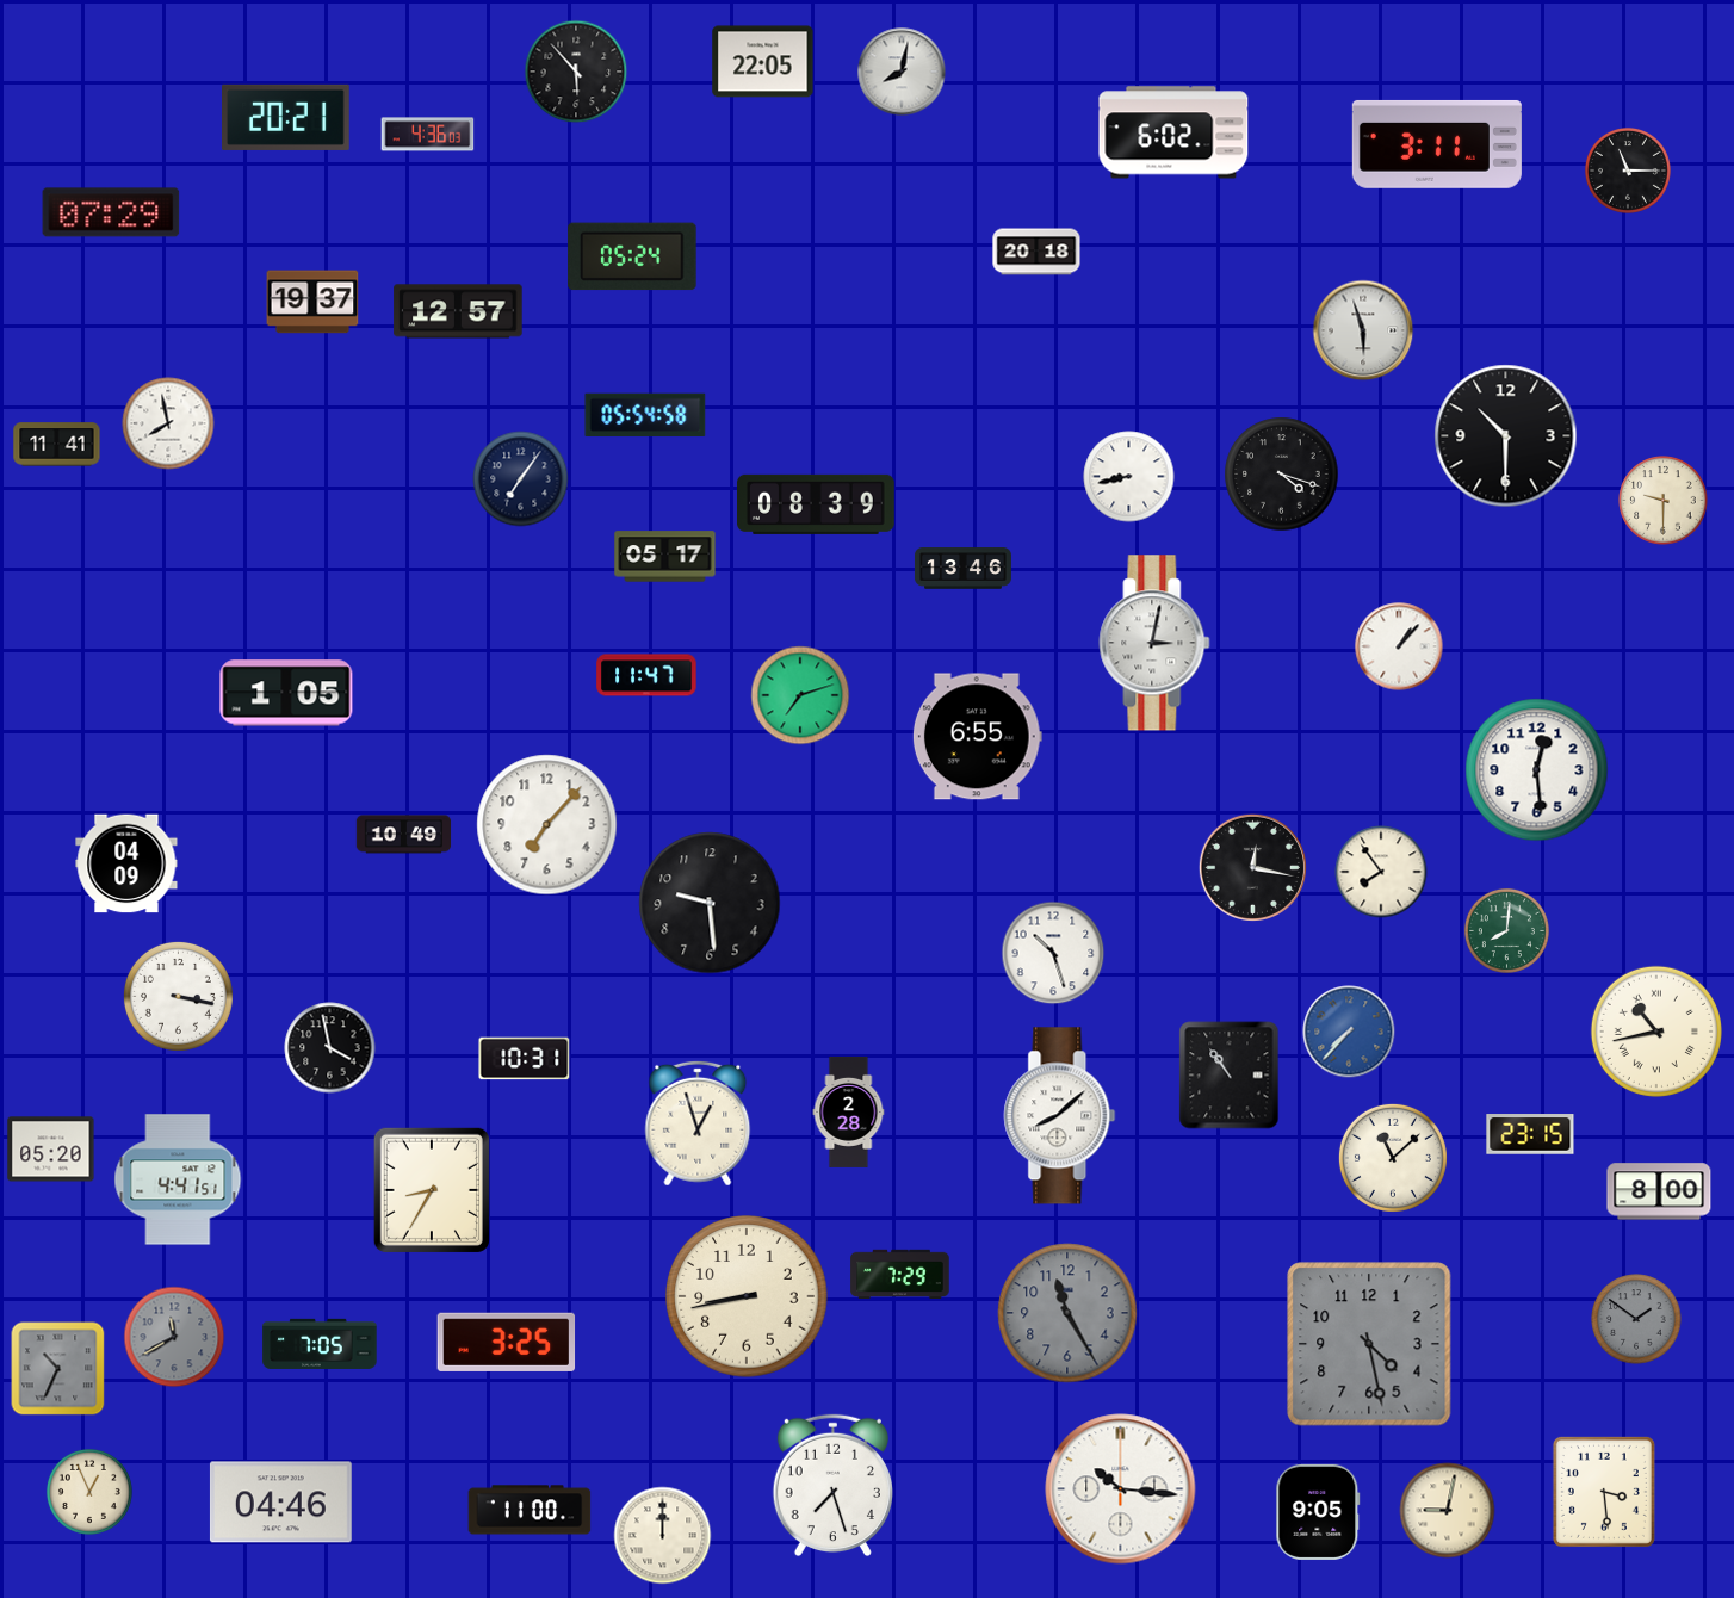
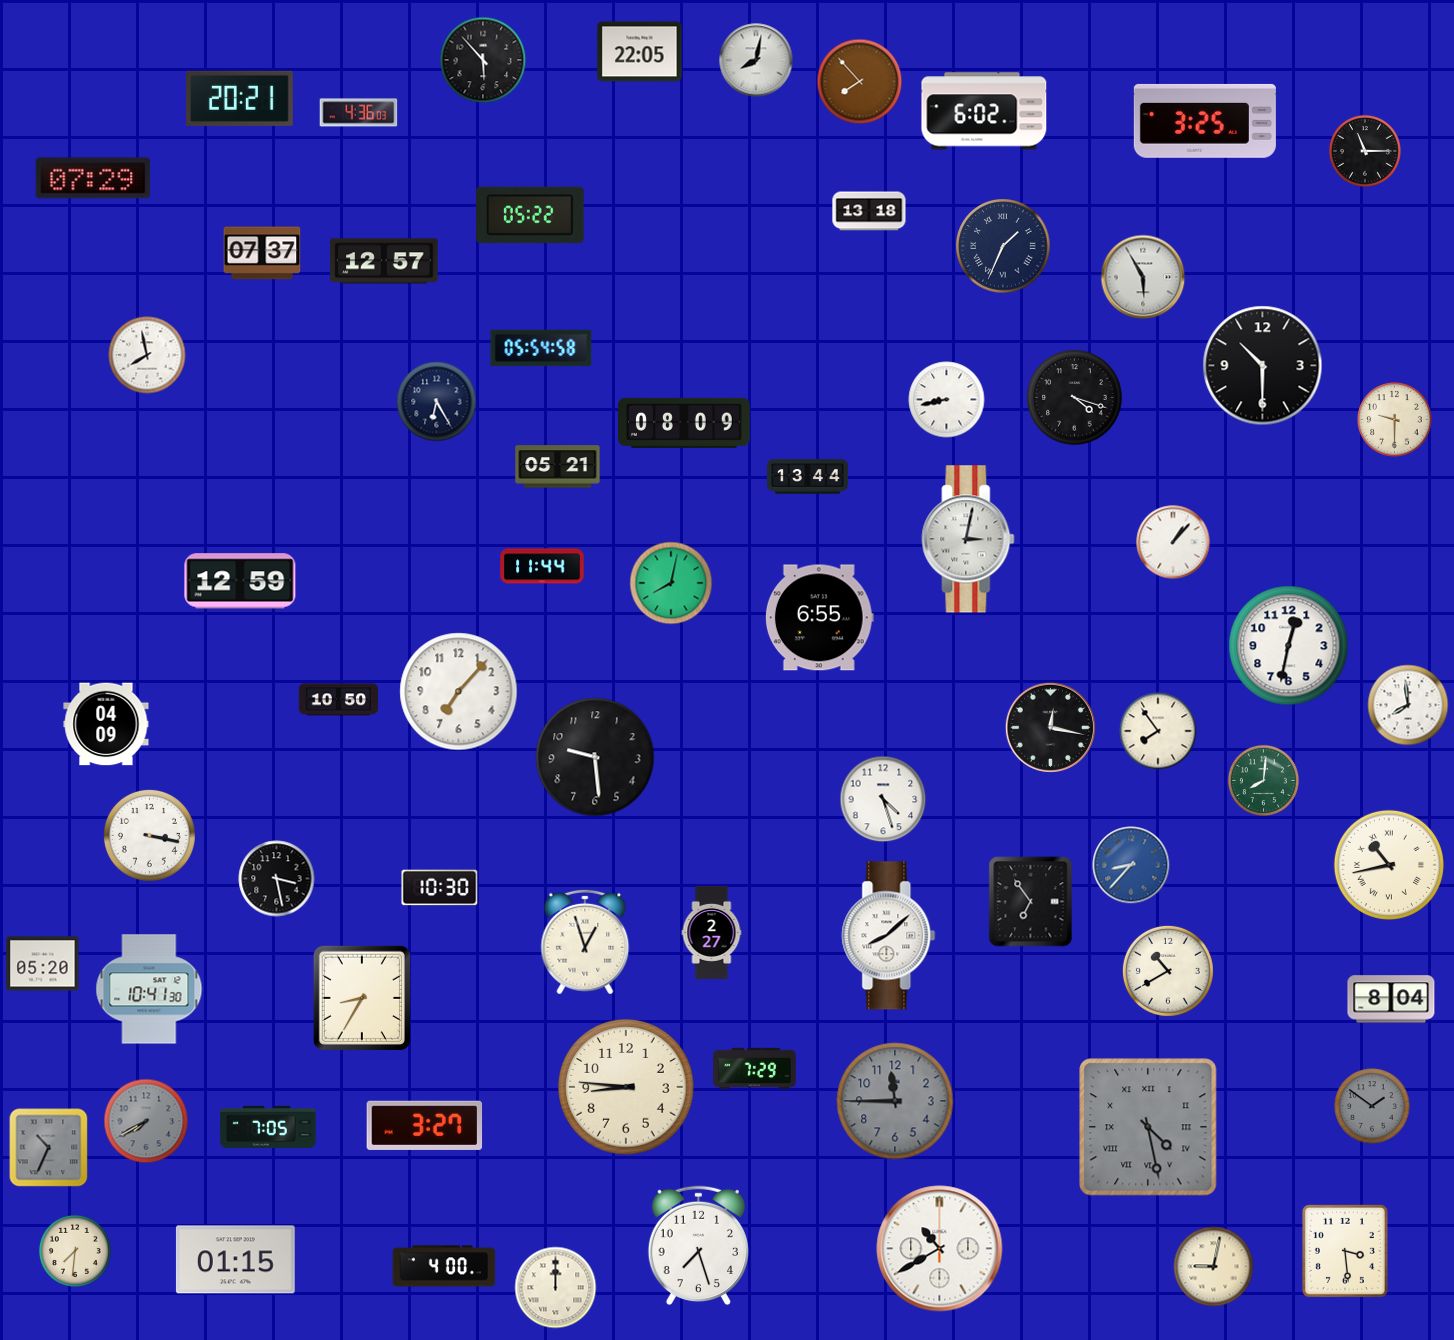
clock at (860, 82): none -> 7:53
clock at (1437, 144): 3:11 -> 3:25
clock at (1628, 171) position: (1628, 171) -> (1365, 151)
clock at (1036, 252): 20:18 -> 13:18
clock at (632, 256): 05:24 -> 05:22
clock at (1003, 246): none -> 1:34
clock at (312, 302): 19:37 -> 07:37
clock at (1363, 330): 5:57 -> 5:55
clock at (168, 423) position: (168, 423) -> (147, 355)
clock at (57, 445): 11:41 -> none
clock at (521, 479): 7:06 -> 6:25
clock at (817, 504): 08:39 -> 08:09
clock at (665, 557): 05:17 -> 05:21
clock at (962, 569): 13:46 -> 13:44
clock at (646, 675): 11:47 -> 11:44
clock at (286, 693): 1:05 -> 12:59
clock at (800, 695): 7:12 -> 8:02
clock at (1537, 770): 12:29 -> 12:32
clock at (404, 835): 10:49 -> 10:50
clock at (1408, 705): none -> 7:59
clock at (1053, 953): 10:27 -> 4:27
clock at (1349, 1032): 7:37 -> 8:37
clock at (330, 1048): 3:58 -> 3:28
clock at (525, 1059): 10:31 -> 10:30
clock at (1230, 1076): 10:54 -> 6:54
clock at (849, 1111): 2:28 -> 2:27
clock at (1530, 1134): 23:15 -> none
clock at (1393, 1158): 11:08 -> 10:40
clock at (178, 1179): 4:41 -> 10:41
clock at (1659, 1191): 8:00 -> 8:04
clock at (747, 1296): 8:43 -> 8:46
clock at (1067, 1313): 11:25 -> 11:45
clock at (174, 1337): 11:40 -> 7:40
clock at (507, 1342): 3:25 -> 3:27
clock at (1369, 1344) numerals: Arabic -> Roman
clock at (1121, 1489): 10:16 -> 10:40
clock at (89, 1492): 12:56 -> 7:31
clock at (280, 1503): 04:46 -> 01:15
clock at (530, 1510): 11:00 -> 4:00
clock at (1318, 1512): 9:05 -> none
